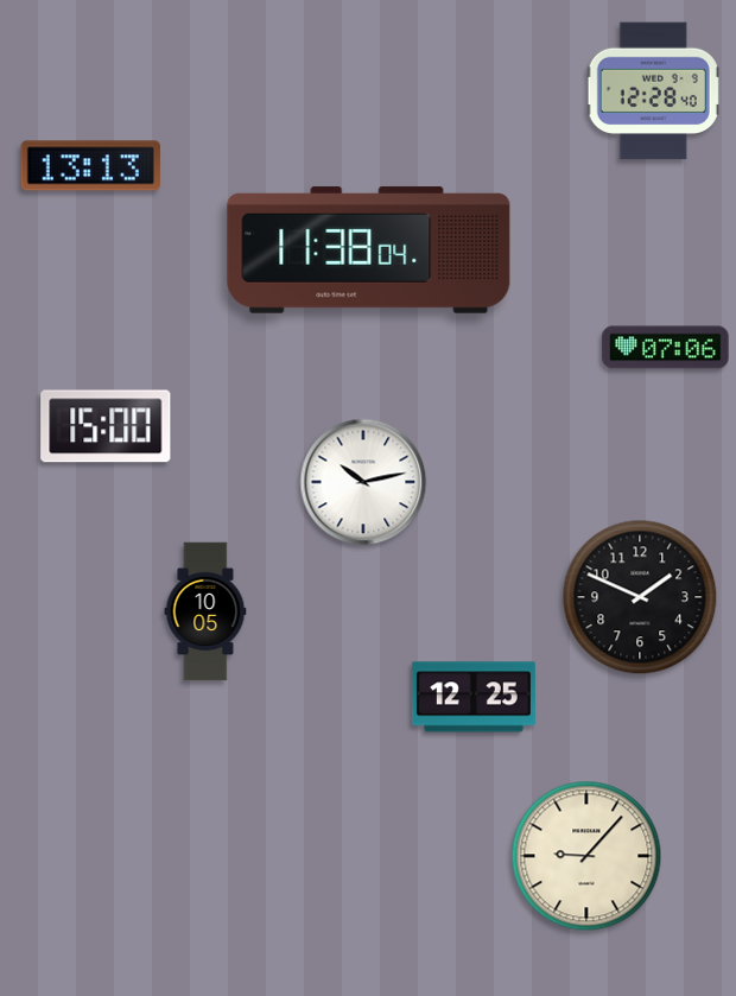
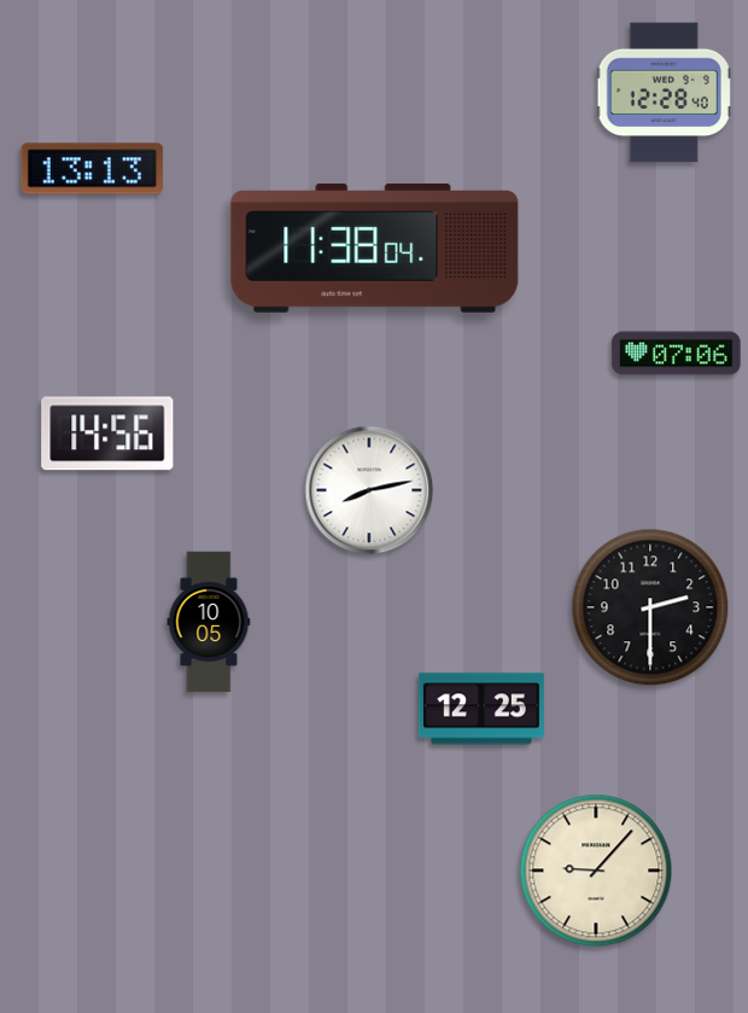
clock at (369, 250) position: (369, 250) -> (375, 249)
clock at (106, 426): 15:00 -> 14:56
clock at (363, 482): 10:13 -> 8:13
clock at (640, 597): 1:49 -> 2:30
